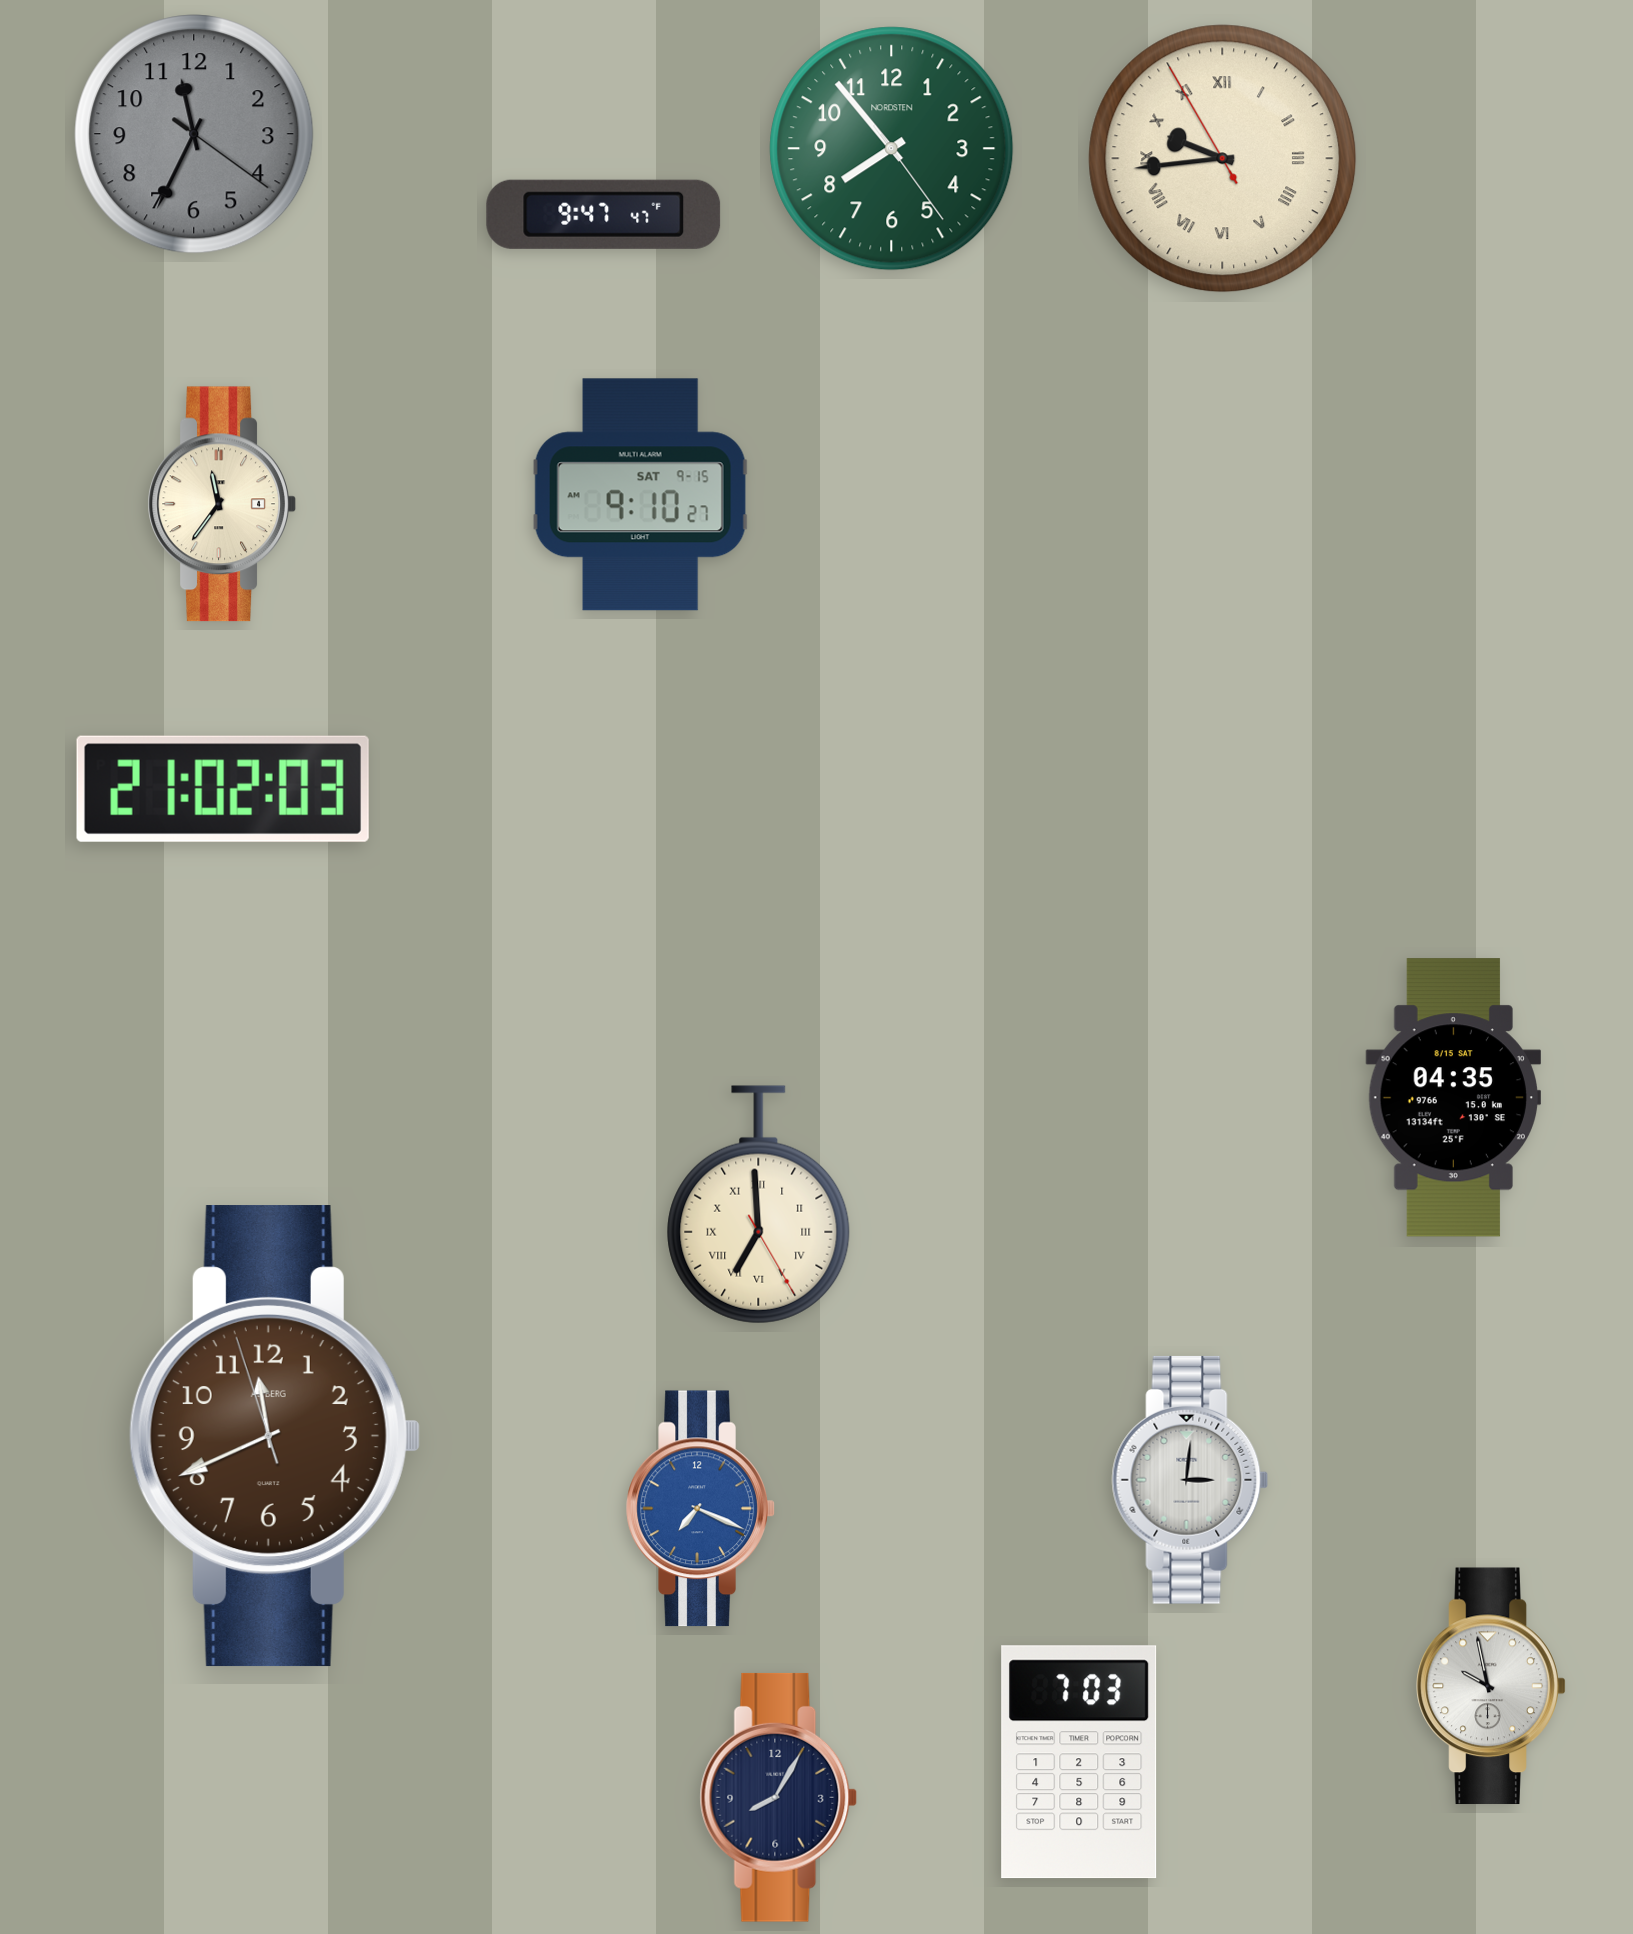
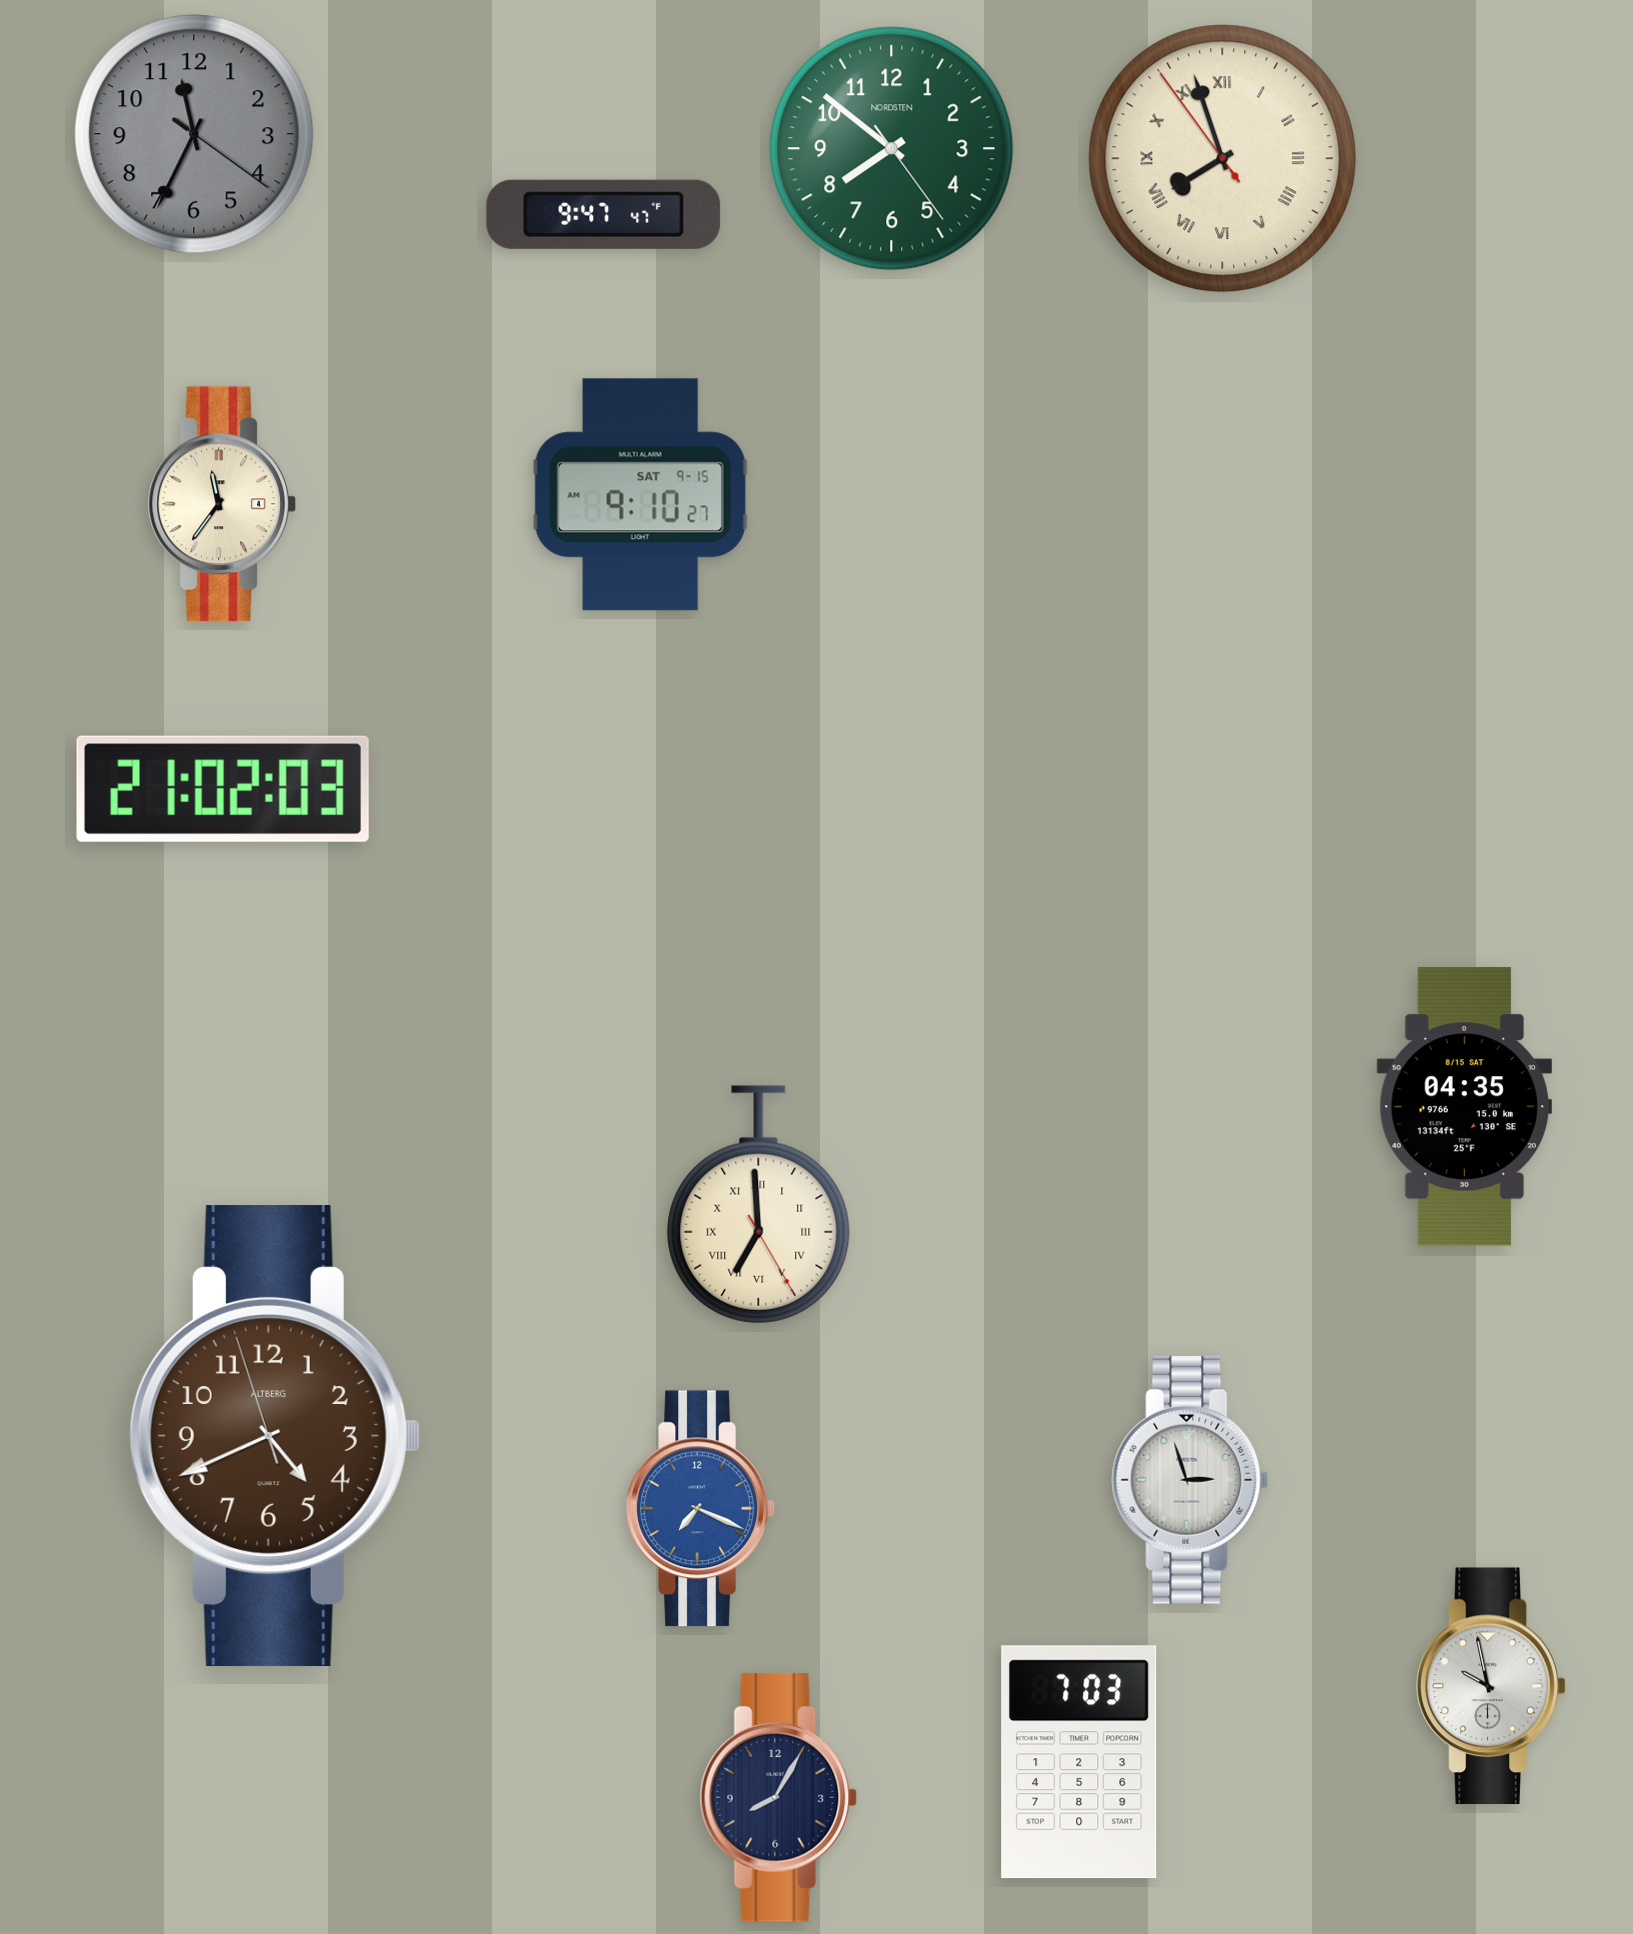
clock at (892, 149): 7:53 -> 7:51
clock at (1223, 159): 9:43 -> 7:56
clock at (1453, 1098) position: (1453, 1098) -> (1464, 1107)
clock at (274, 1436): 11:40 -> 4:40
clock at (1190, 1480): 3:01 -> 2:57
